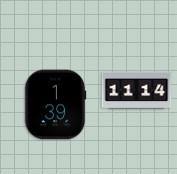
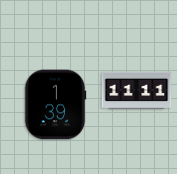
clock at (137, 91): 11:14 -> 11:11
